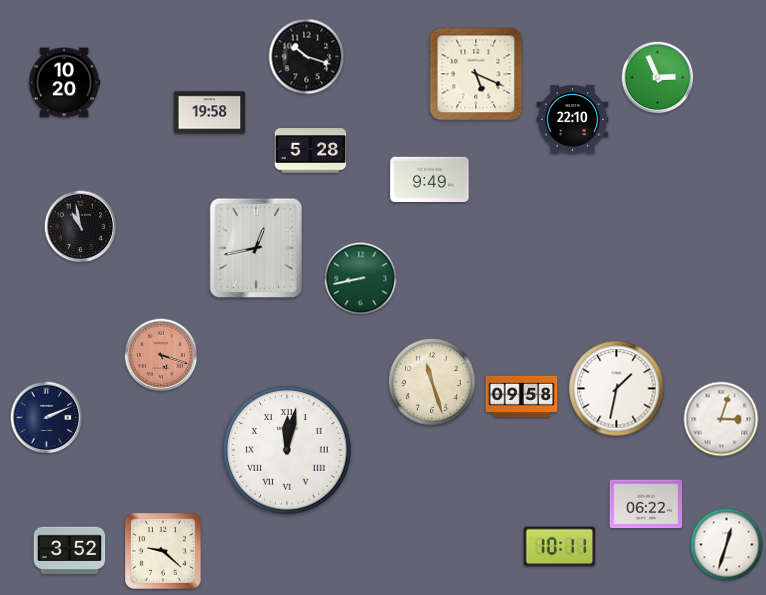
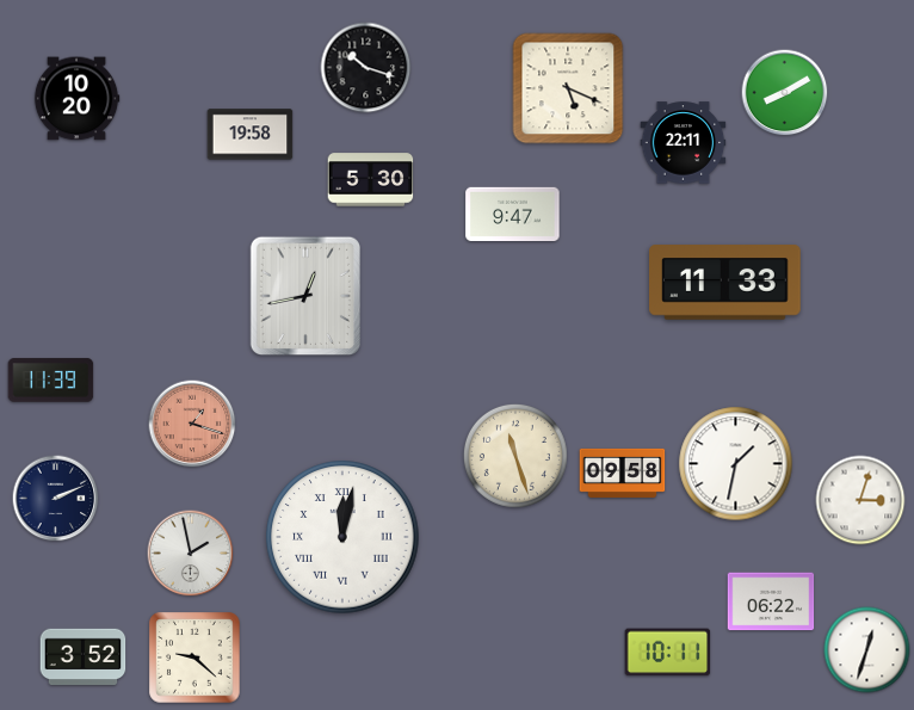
clock at (658, 78): 2:56 -> 8:10
clock at (573, 120): 22:10 -> 22:11
clock at (311, 151): 5:28 -> 5:30
clock at (430, 179): 9:49 -> 9:47
clock at (81, 227): 10:58 -> none
clock at (725, 283): none -> 11:33
clock at (361, 279): 8:43 -> none
clock at (51, 381): none -> 11:39
clock at (161, 355): 5:18 -> 1:18
clock at (191, 554): none -> 1:58
